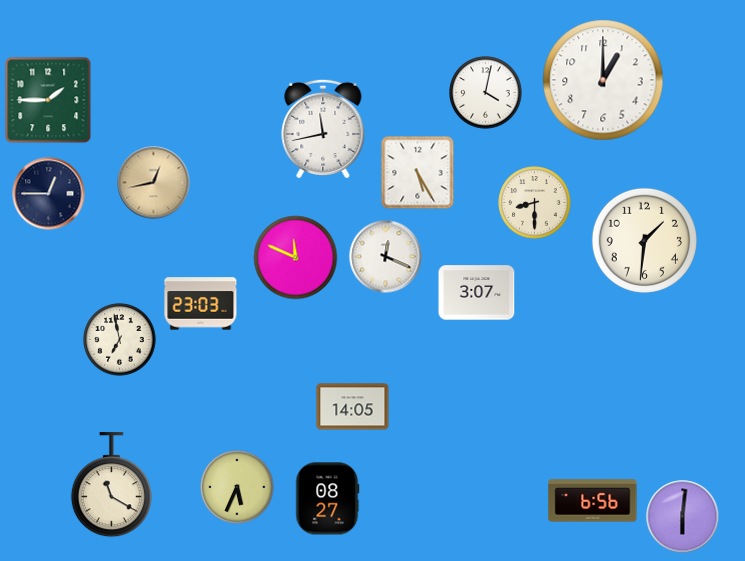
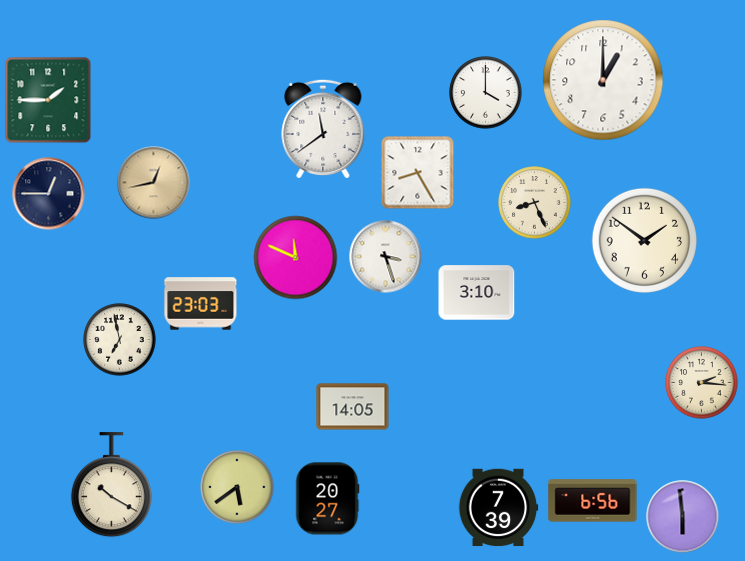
clock at (486, 93): 4:02 -> 4:00
clock at (323, 129): 11:43 -> 11:39
clock at (418, 173): 5:25 -> 8:25
clock at (535, 203): 8:30 -> 8:26
clock at (644, 240): 1:31 -> 1:51
clock at (386, 257): 12:19 -> 3:27
clock at (477, 293): 3:07 -> 3:10
clock at (702, 383): none -> 2:16
clock at (111, 485): 11:20 -> 10:20
clock at (237, 487): 5:34 -> 5:39
clock at (327, 499): 08:27 -> 20:27
clock at (498, 508): none -> 7:39
clock at (683, 517): 6:01 -> 5:59
